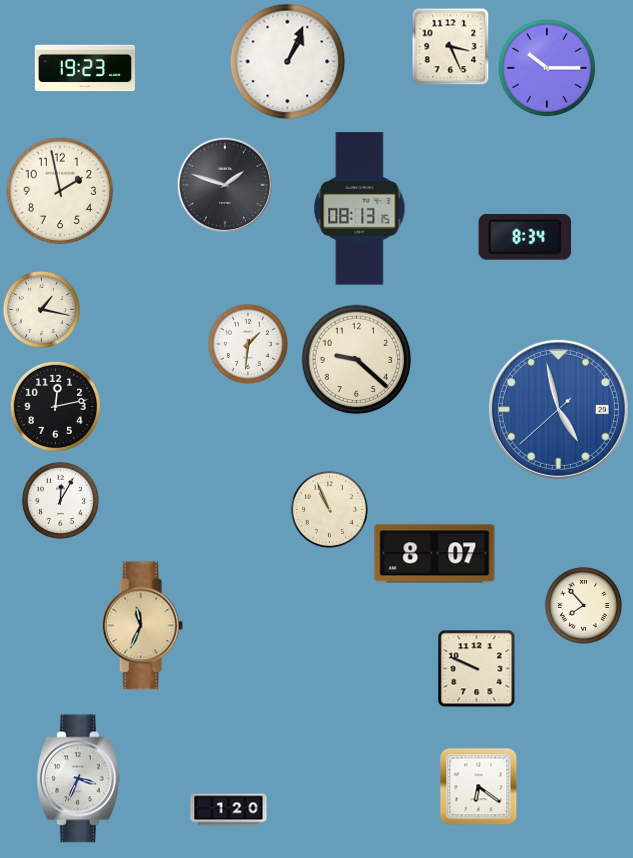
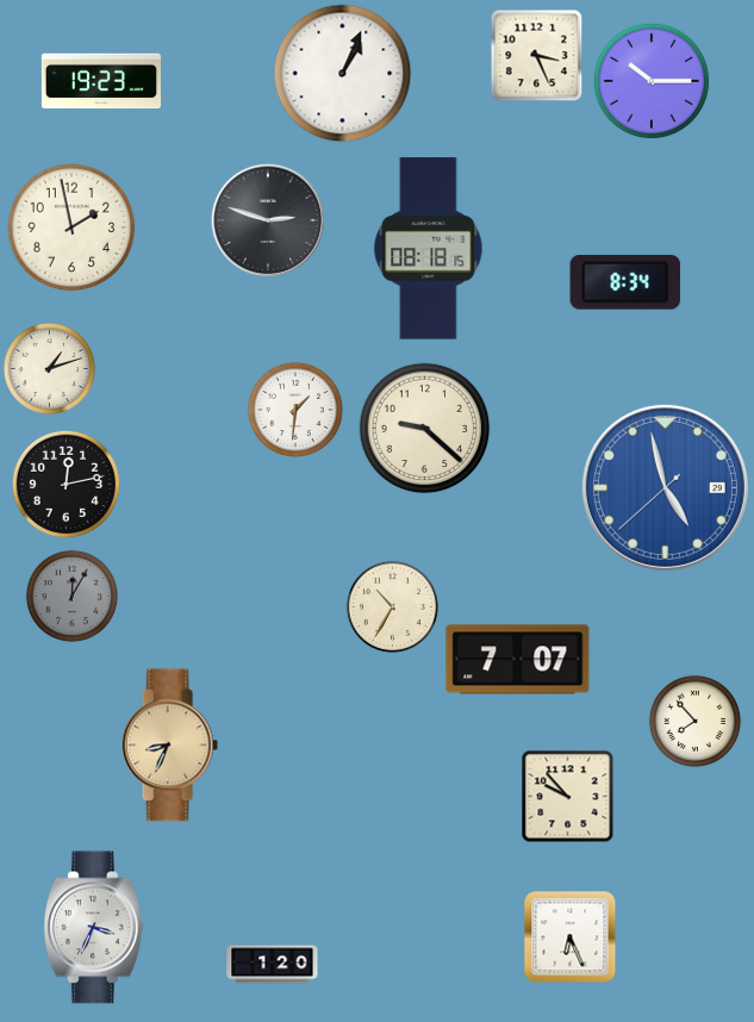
clock at (225, 185): 1:48 -> 2:48
clock at (360, 209): 08:13 -> 08:18
clock at (41, 309): 1:17 -> 1:12
clock at (60, 500) dial: white -> grey
clock at (329, 509): 10:56 -> 10:35
clock at (435, 554): 8:07 -> 7:07
clock at (142, 626): 11:34 -> 8:34
clock at (476, 668): 9:49 -> 9:53
clock at (478, 786): 6:21 -> 6:26
